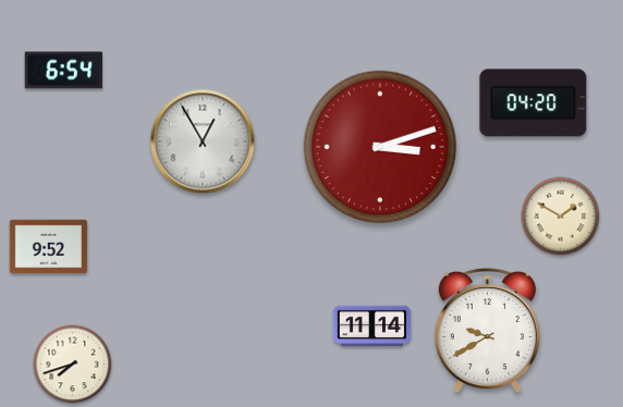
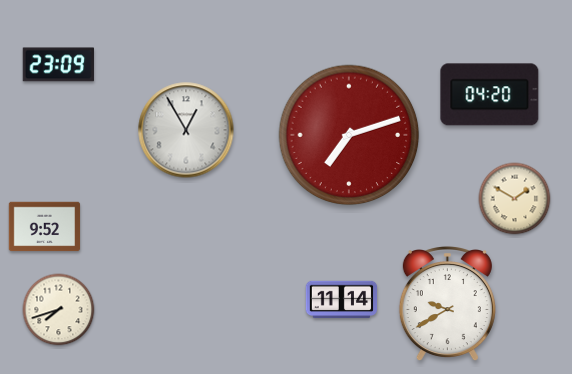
clock at (63, 71): 6:54 -> 23:09
clock at (380, 147): 3:12 -> 7:12
clock at (73, 365) position: (73, 365) -> (59, 310)
